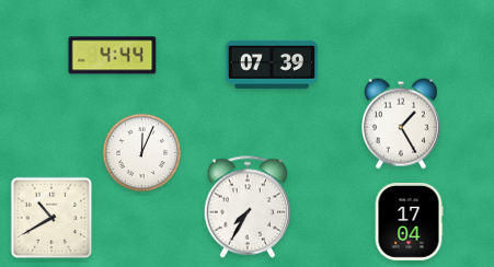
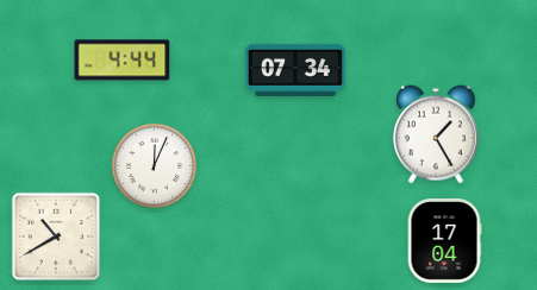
clock at (272, 65): 07:39 -> 07:34
clock at (248, 207): 7:35 -> none
